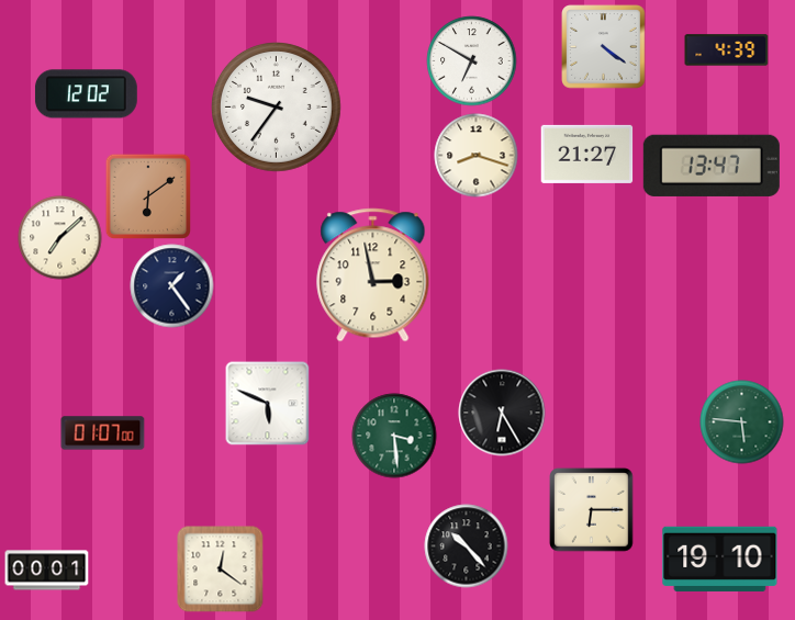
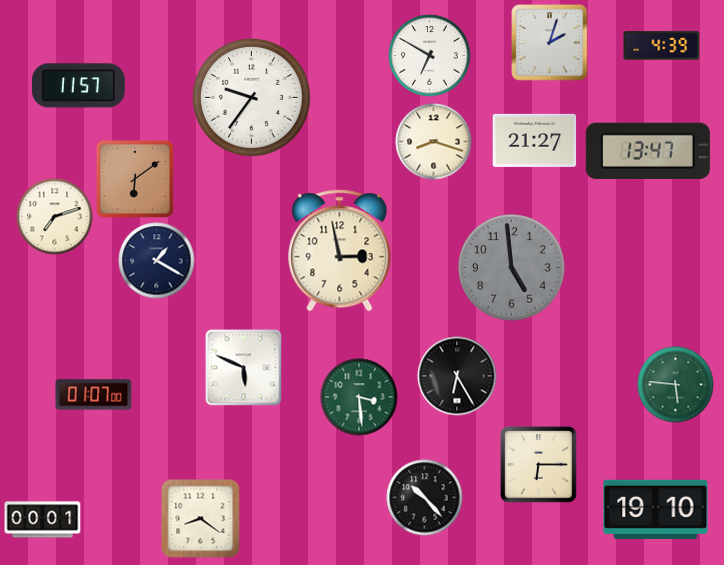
clock at (604, 47): 4:21 -> 2:03
clock at (86, 94): 12:02 -> 11:57
clock at (60, 238): 7:08 -> 7:12
clock at (172, 286): 1:24 -> 1:20
clock at (512, 268): none -> 4:59
clock at (221, 570): 12:21 -> 8:21
